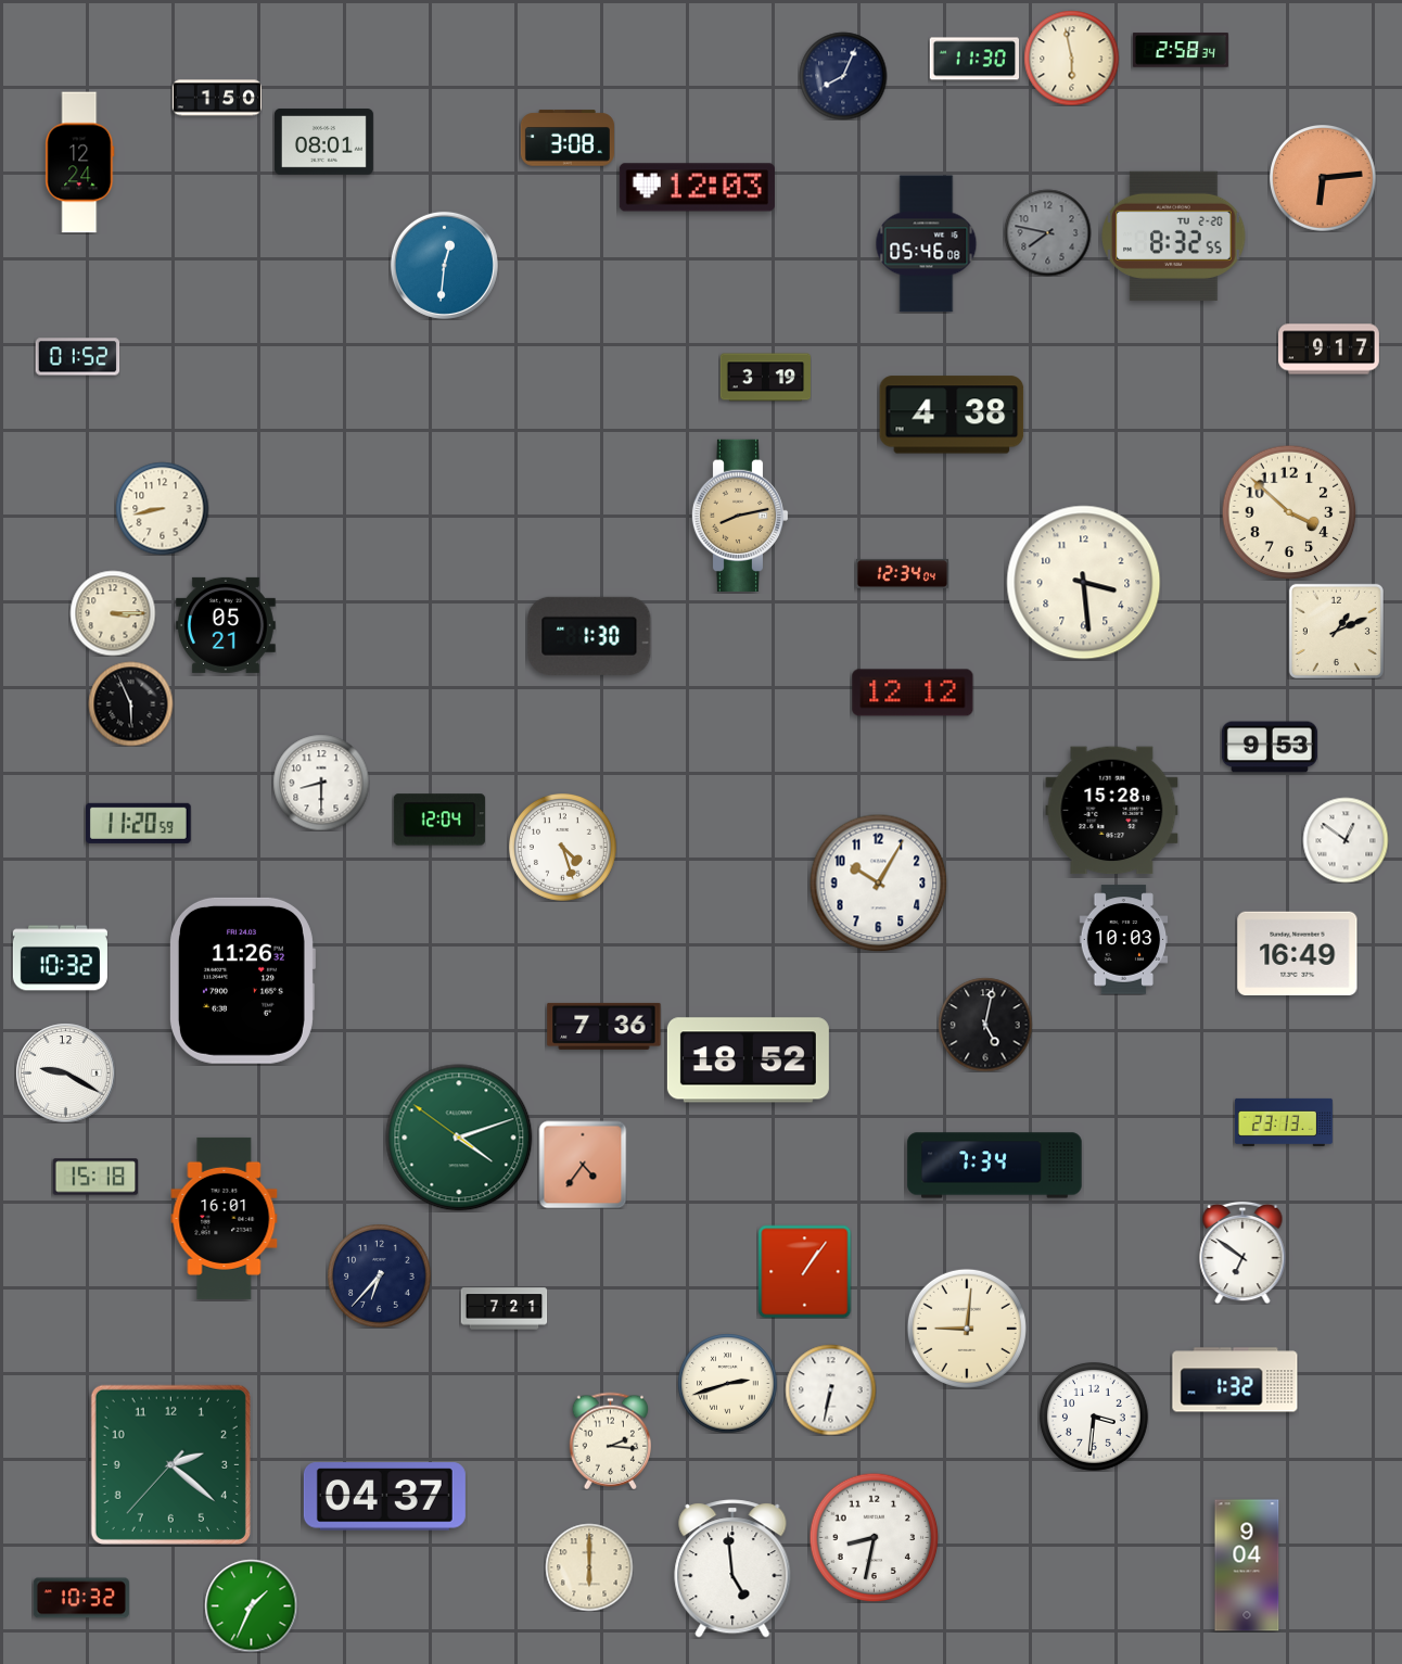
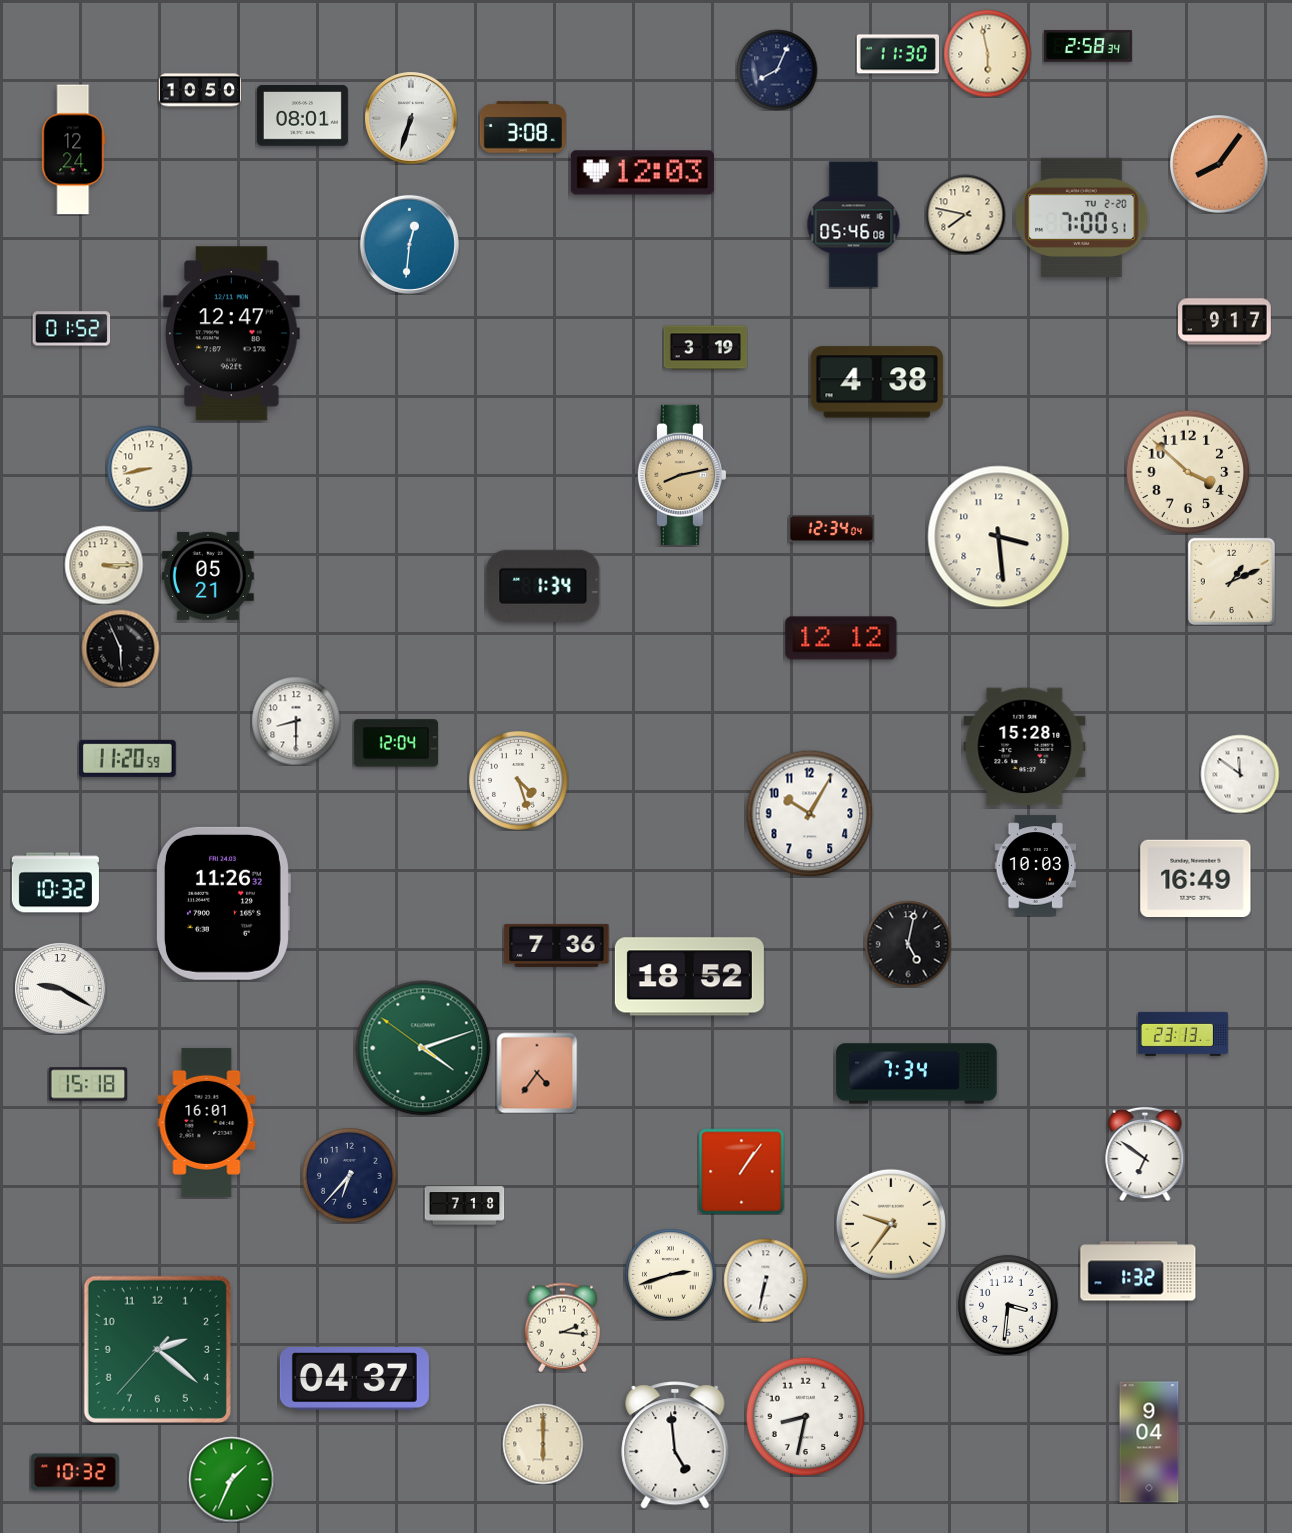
clock at (217, 98): 1:50 -> 10:50
clock at (411, 118): none -> 6:33
clock at (323, 142) position: (323, 142) -> (302, 116)
clock at (1324, 179): 6:14 -> 8:06
clock at (1047, 232) dial: grey -> cream
clock at (1174, 236): 8:32 -> 7:00
clock at (232, 334): none -> 12:47
clock at (589, 636): 1:30 -> 1:34
clock at (1270, 747): 9:53 -> none
clock at (439, 820) position: (439, 820) -> (396, 743)
clock at (1346, 840): 12:51 -> 11:51
clock at (504, 1309): 7:21 -> 7:18
clock at (967, 1329): 9:01 -> 9:36
